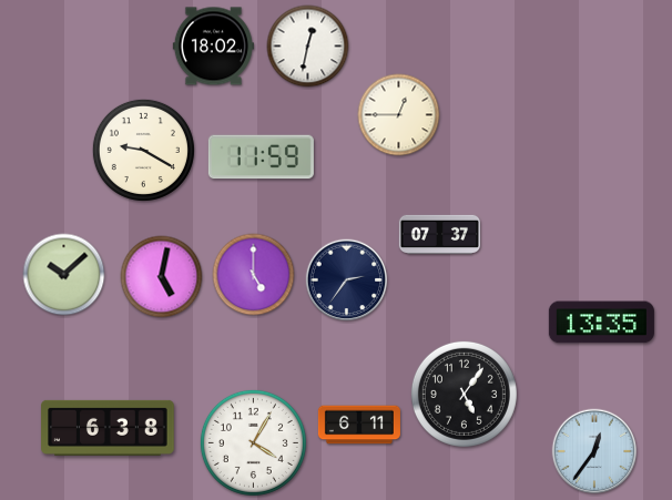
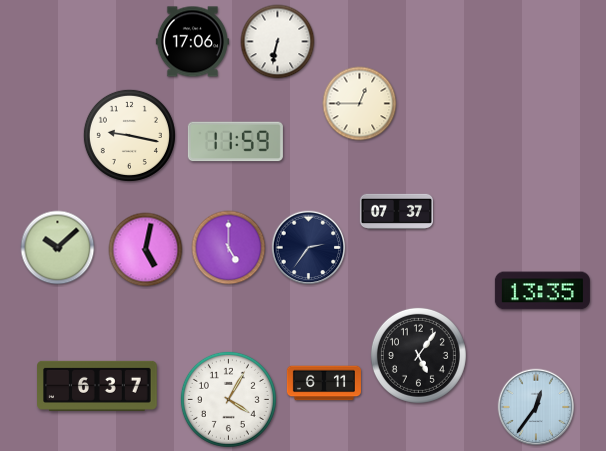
clock at (213, 47): 18:02 -> 17:06
clock at (308, 47): 12:32 -> 6:32
clock at (143, 150): 9:20 -> 9:17
clock at (347, 280) position: (347, 280) -> (309, 248)
clock at (108, 428): 6:38 -> 6:37
